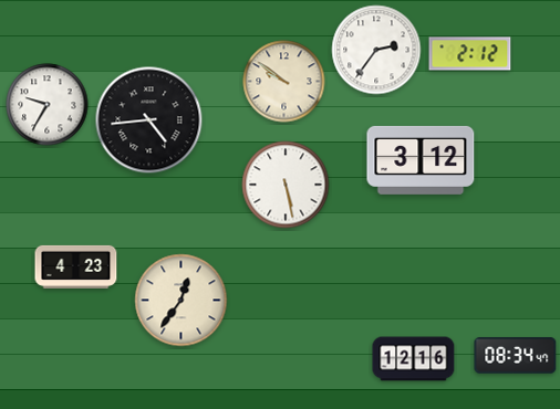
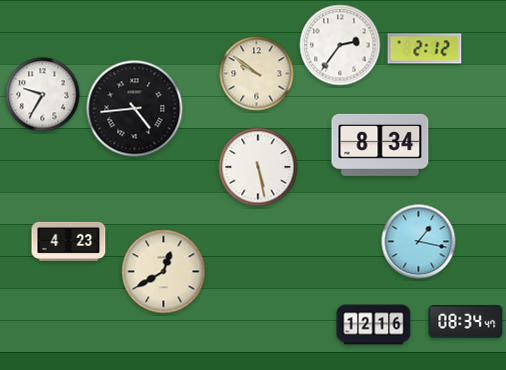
clock at (421, 160): 3:12 -> 8:34
clock at (419, 242): none -> 1:17
clock at (182, 301): 12:36 -> 12:40
